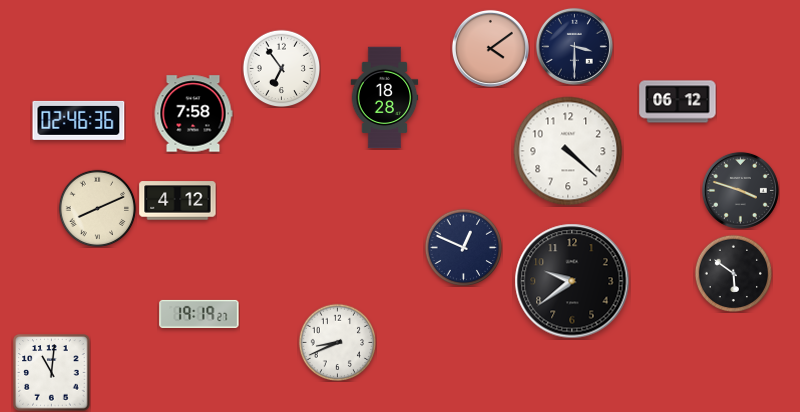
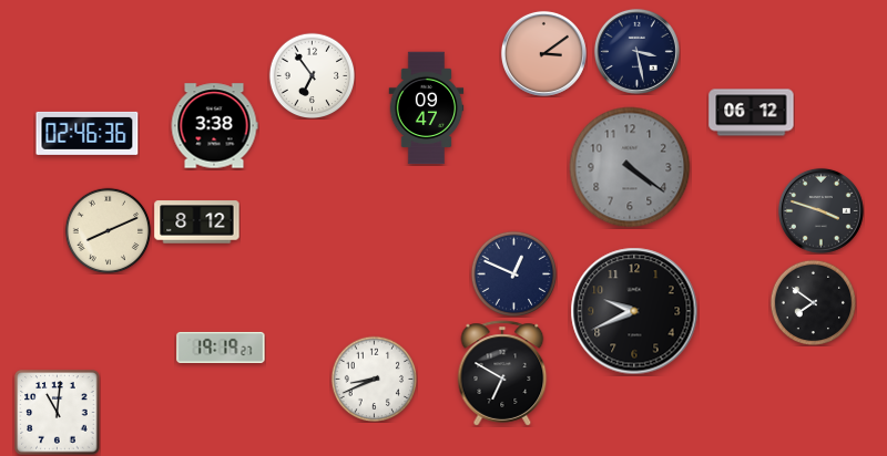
clock at (574, 46): 3:30 -> 3:28
clock at (490, 48): 4:09 -> 3:09
clock at (385, 98): 18:28 -> 09:47
clock at (193, 114): 7:58 -> 3:38
clock at (568, 151): 4:22 -> 4:21
clock at (568, 151) dial: white -> grey
clock at (178, 201): 4:12 -> 8:12
clock at (733, 273): 5:51 -> 7:51
clock at (572, 281): 9:39 -> 9:41
clock at (502, 373): none -> 6:50
